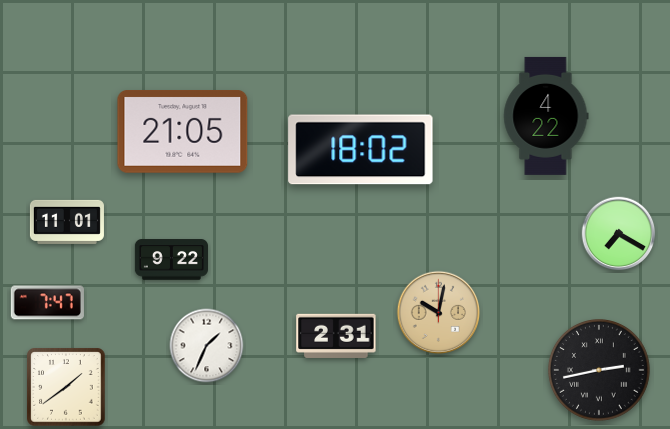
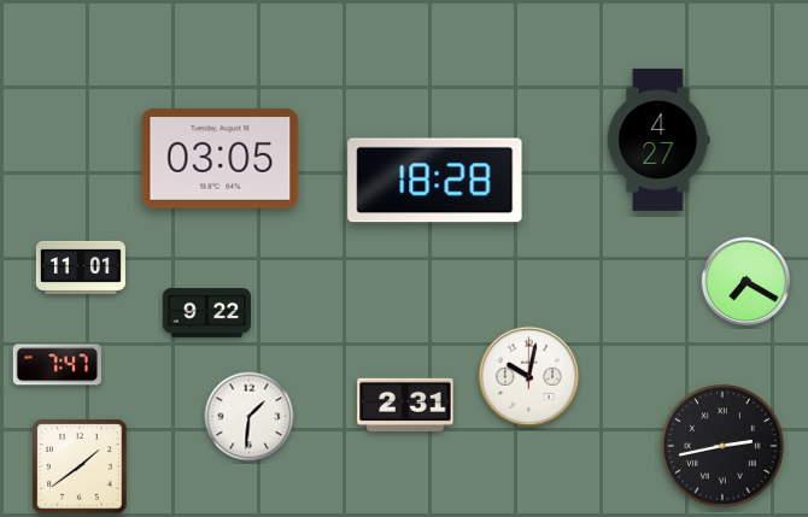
clock at (546, 116): 4:22 -> 4:27
clock at (183, 132): 21:05 -> 03:05
clock at (361, 150): 18:02 -> 18:28
clock at (439, 313) dial: champagne -> white
clock at (207, 346): 1:34 -> 1:31
